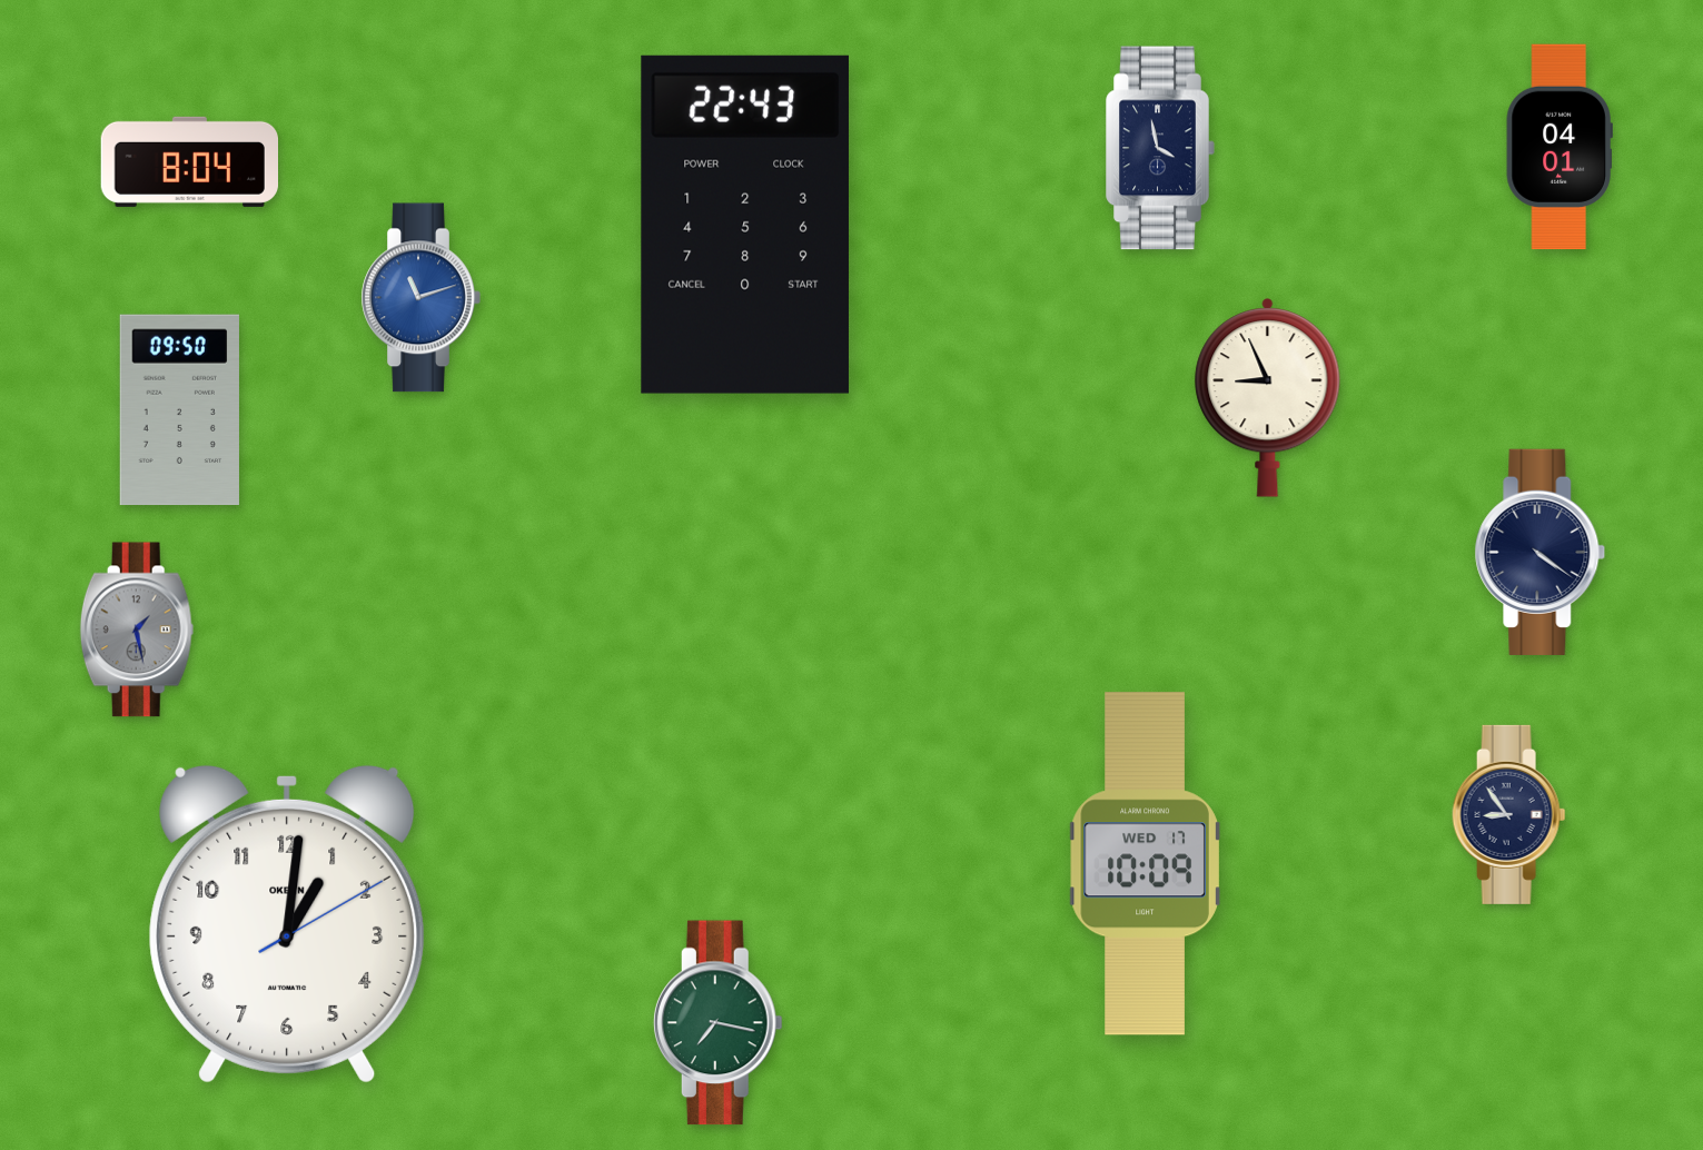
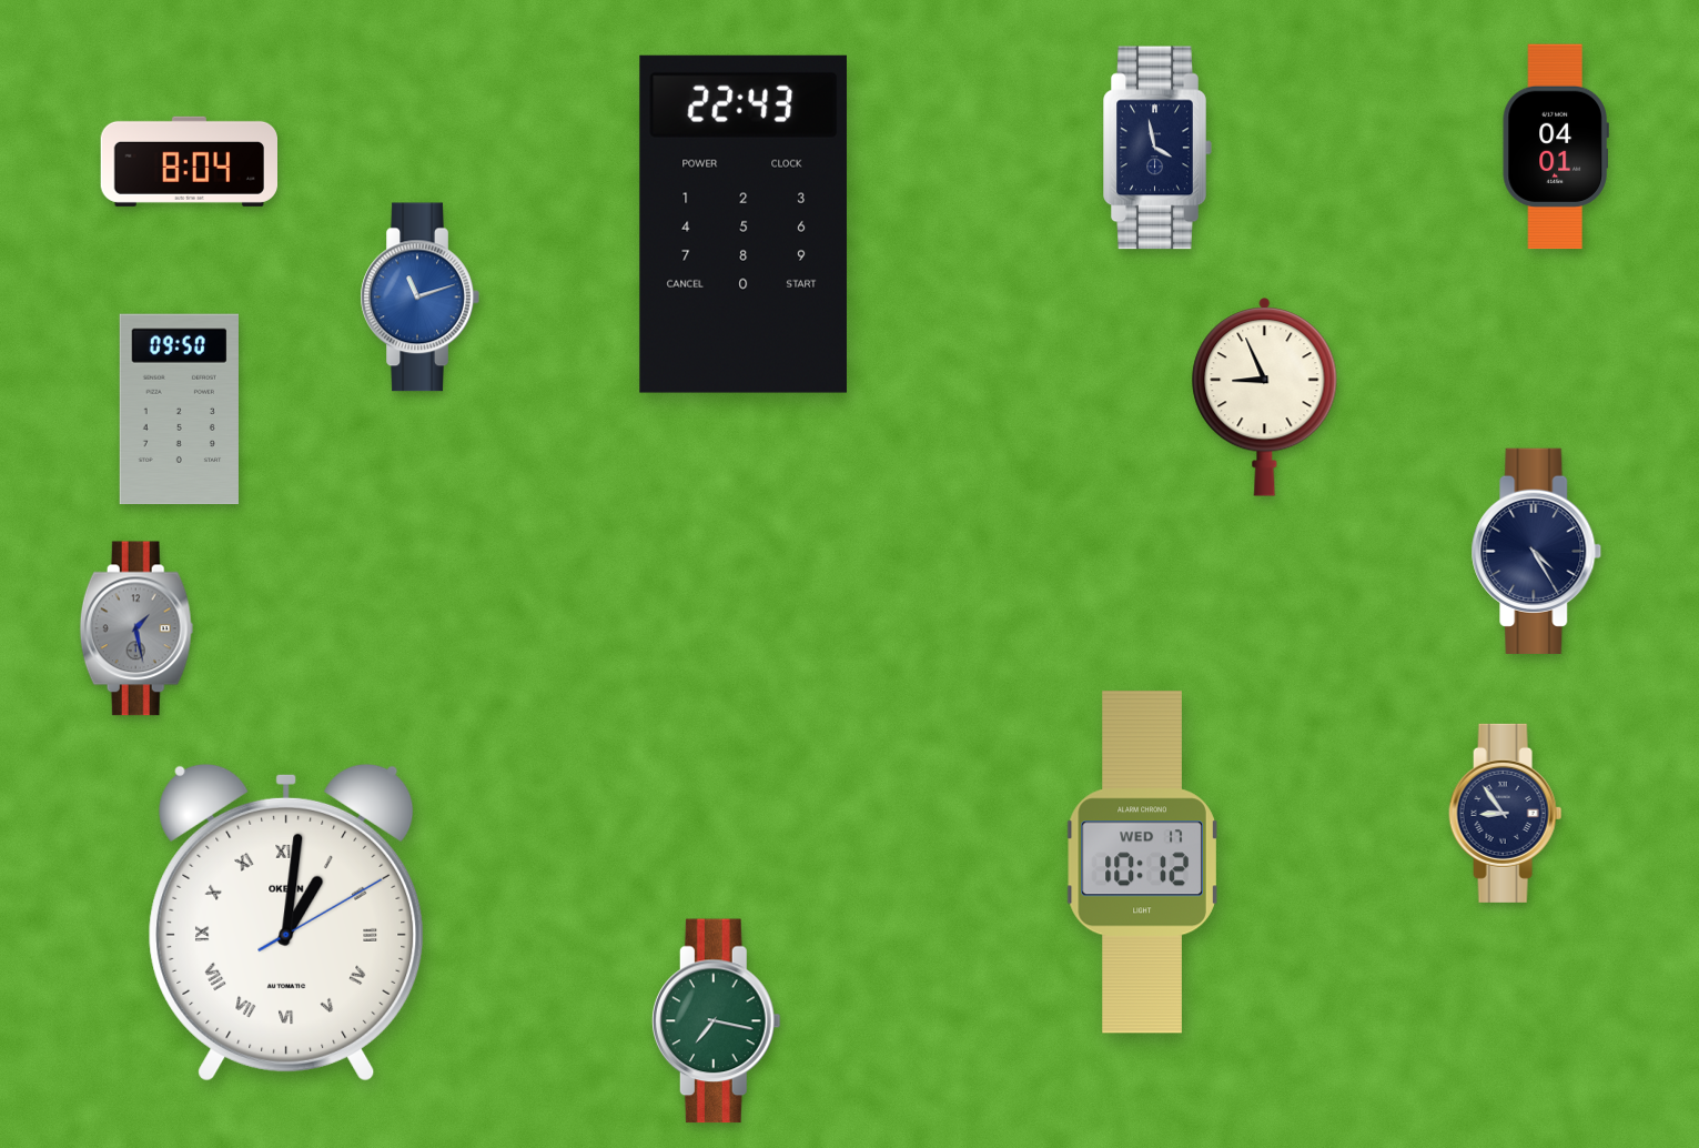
clock at (1541, 552): 4:21 -> 4:25
clock at (1145, 864): 10:09 -> 10:12
clock at (287, 924) numerals: Arabic -> Roman
